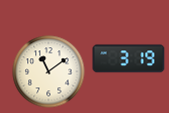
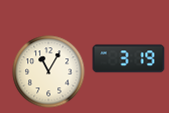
clock at (49, 72): 11:09 -> 11:05
